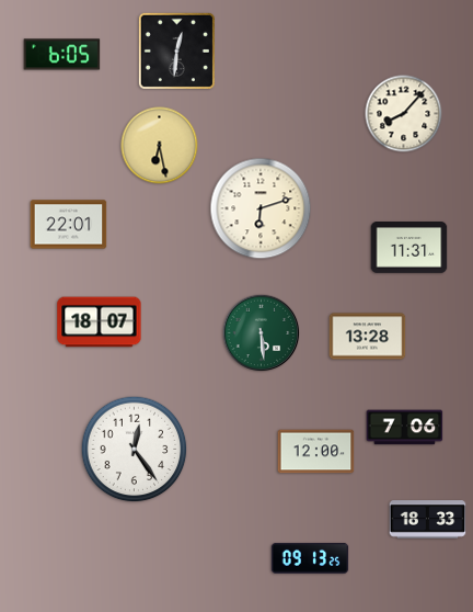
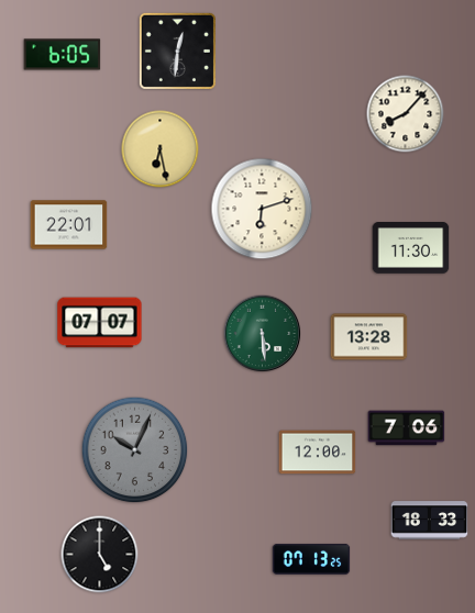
clock at (160, 146) position: (160, 146) -> (161, 149)
clock at (409, 248): 11:31 -> 11:30
clock at (100, 322): 18:07 -> 07:07
clock at (135, 450): 12:24 -> 10:04
clock at (135, 450) dial: white -> grey
clock at (100, 555): none -> 5:00
clock at (310, 558): 09:13 -> 07:13
